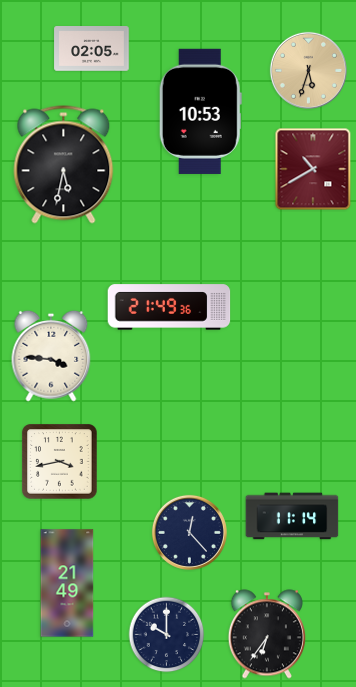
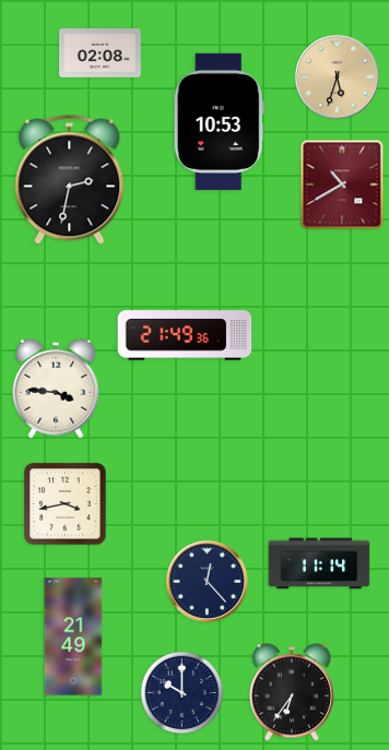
clock at (92, 49): 02:05 -> 02:08
clock at (64, 165): 5:32 -> 2:32
